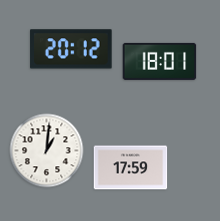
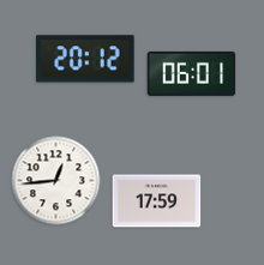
clock at (160, 61): 18:01 -> 06:01
clock at (47, 151): 1:01 -> 12:44
